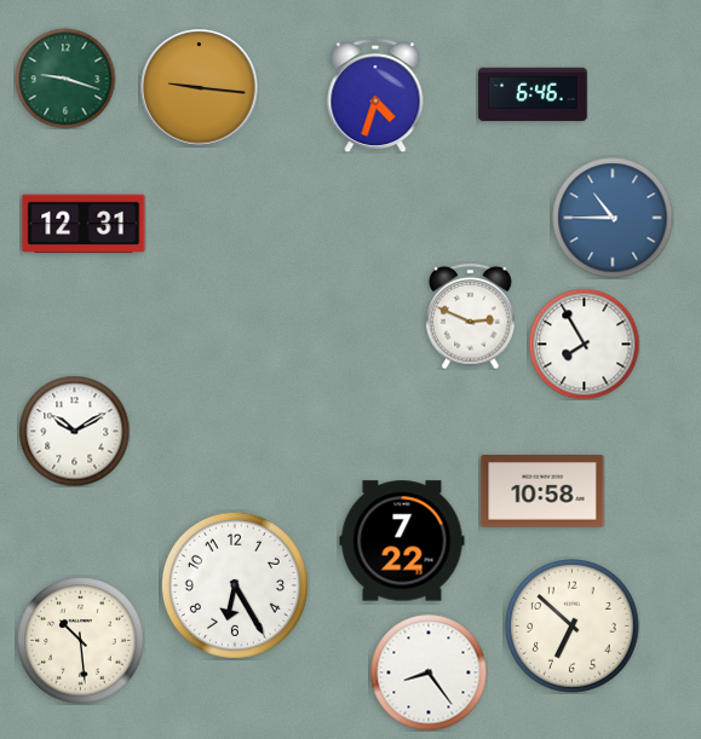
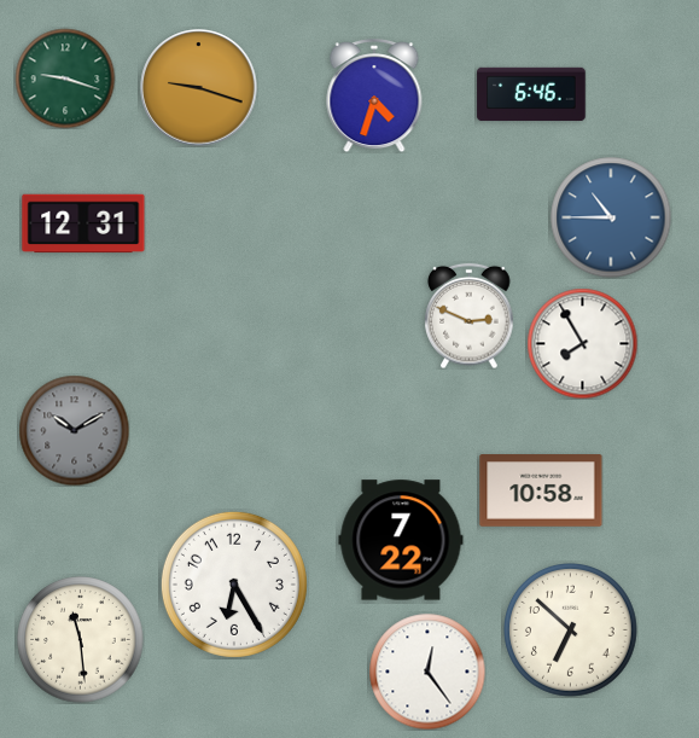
clock at (200, 88): 9:16 -> 9:18
clock at (74, 431) dial: white -> grey
clock at (573, 627) position: (573, 627) -> (571, 631)
clock at (81, 641): 10:29 -> 11:29
clock at (429, 672): 8:24 -> 12:24
